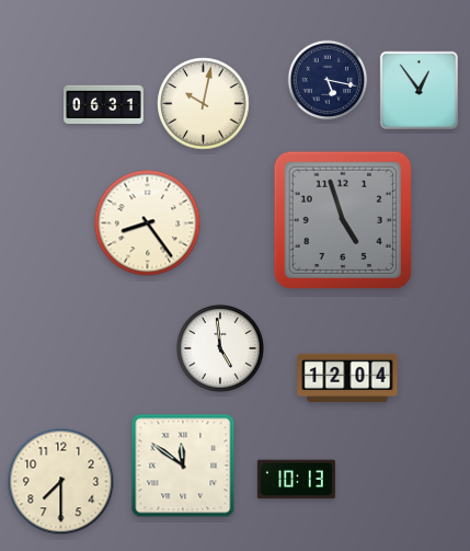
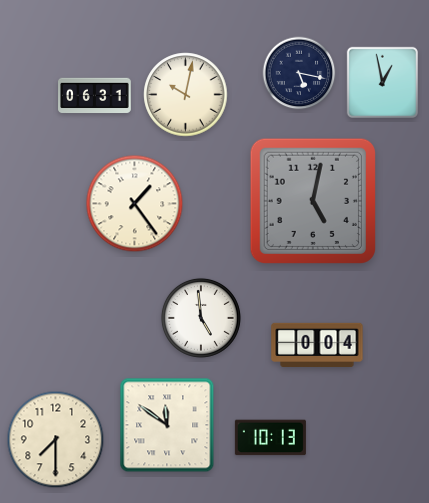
clock at (419, 90): 12:54 -> 12:58
clock at (342, 219): 4:57 -> 5:02
clock at (148, 223): 8:24 -> 1:24
clock at (347, 377): 12:04 -> 0:04
